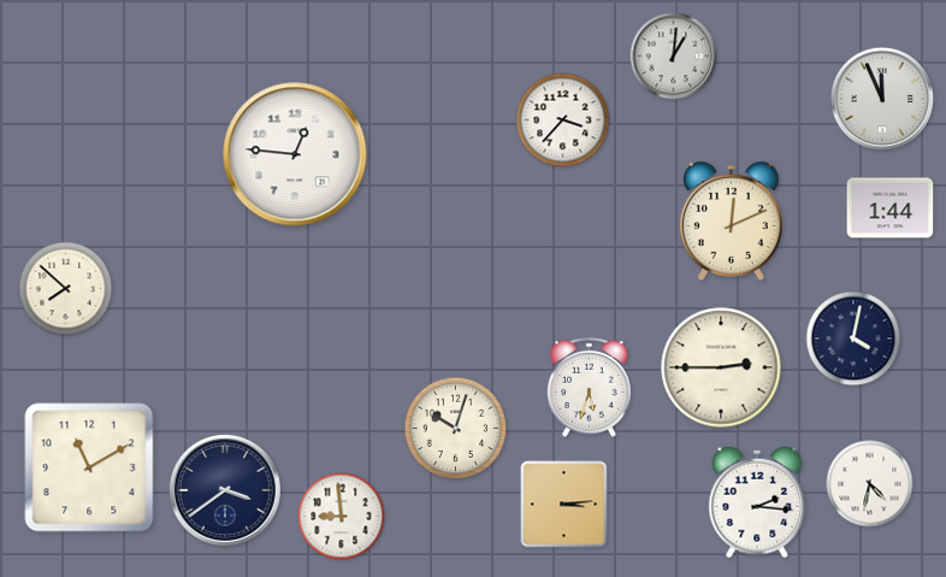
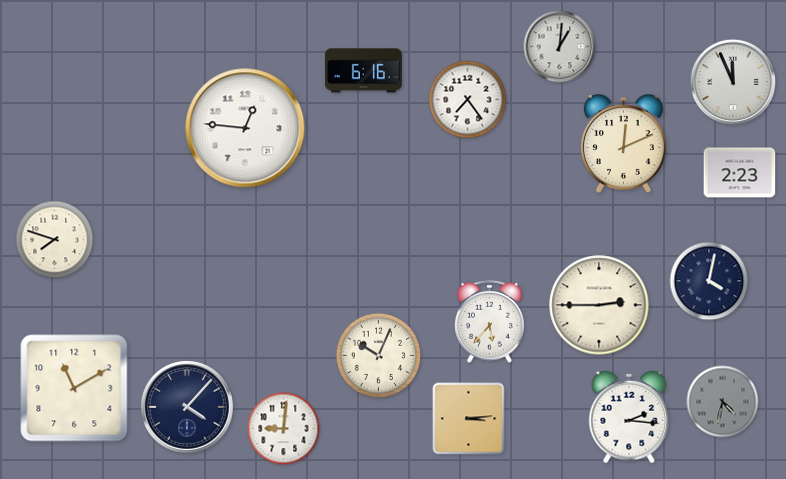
clock at (363, 71): none -> 6:16
clock at (563, 120): 3:37 -> 7:24
clock at (891, 208): 1:44 -> 2:23
clock at (731, 222) position: (731, 222) -> (623, 144)
clock at (66, 289): 7:52 -> 7:48
clock at (589, 387): 5:33 -> 5:37
clock at (456, 429): 10:03 -> 10:04
clock at (870, 484) dial: white -> grey
clock at (225, 490): 3:39 -> 4:07
clock at (342, 517): 8:59 -> 9:01
